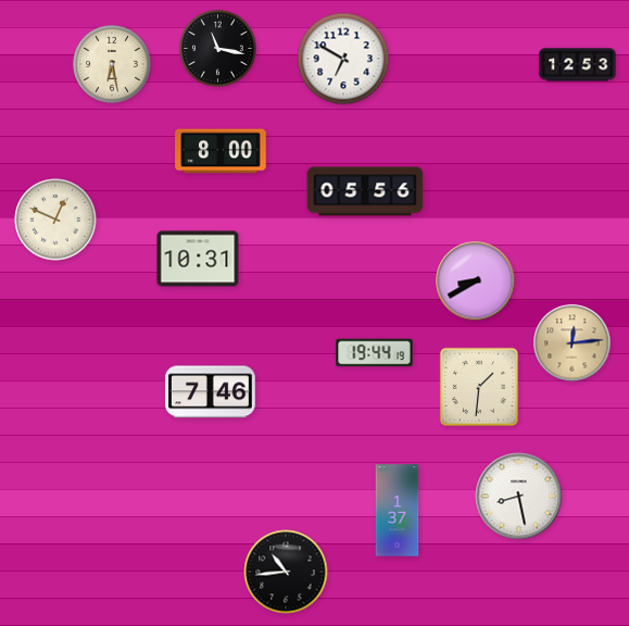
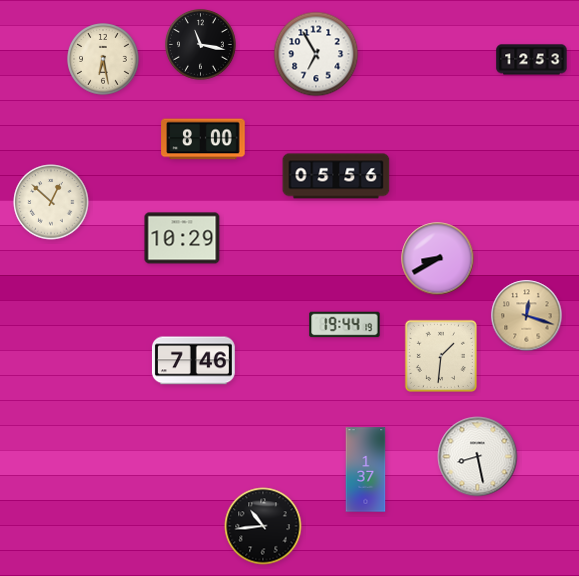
clock at (343, 59): 6:50 -> 6:55
clock at (55, 220): 12:49 -> 12:52
clock at (198, 259): 10:31 -> 10:29
clock at (573, 343): 12:14 -> 12:18
